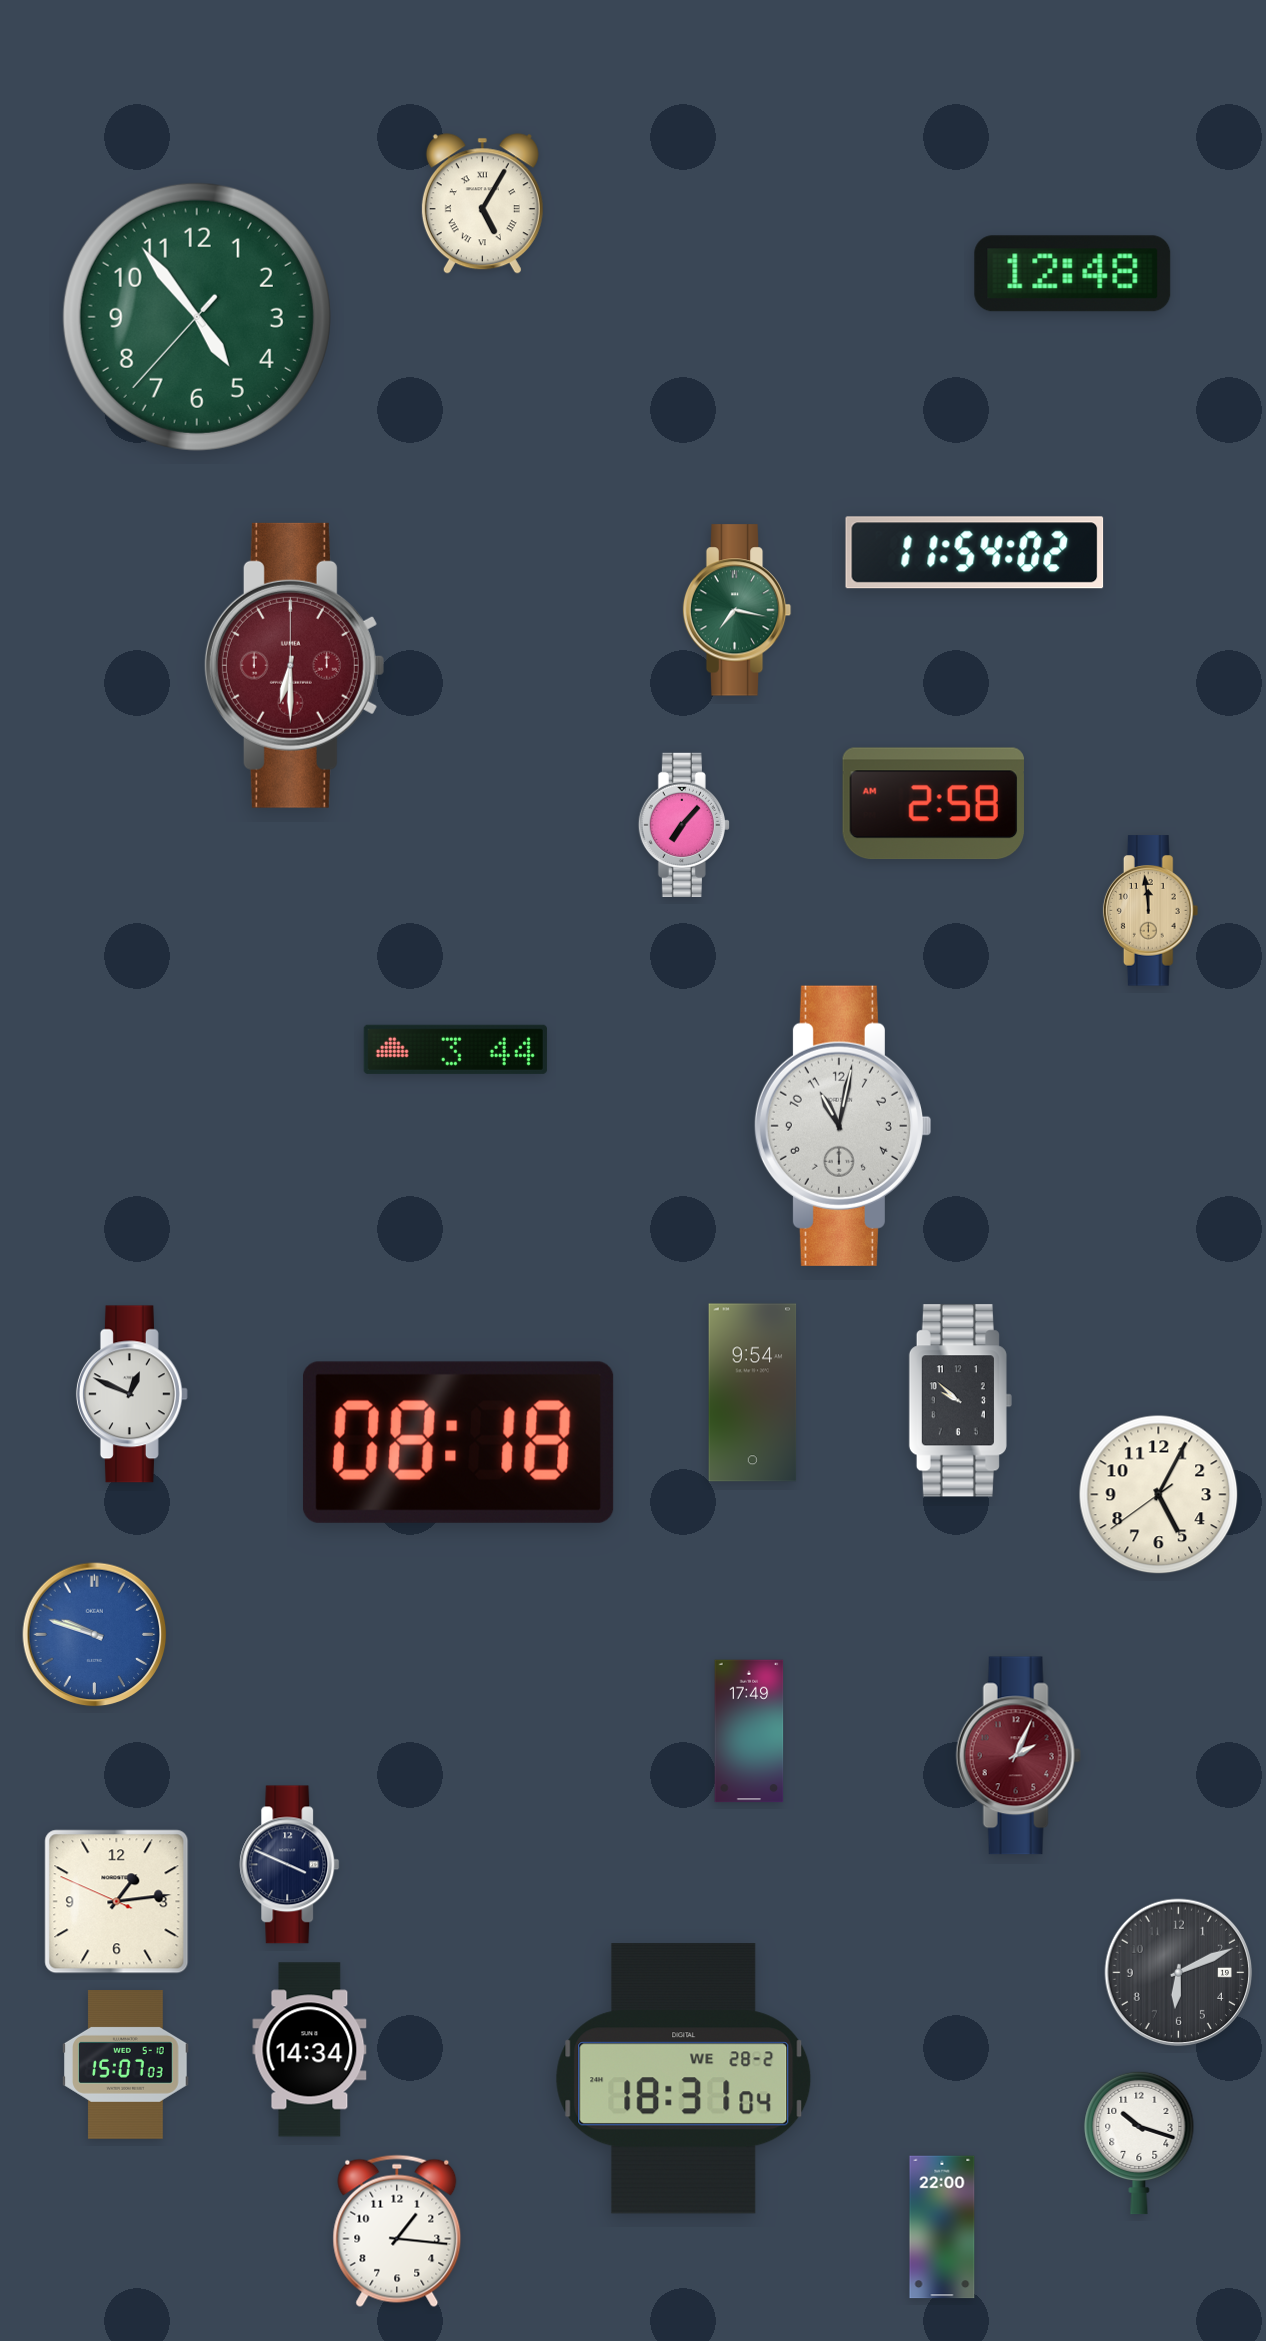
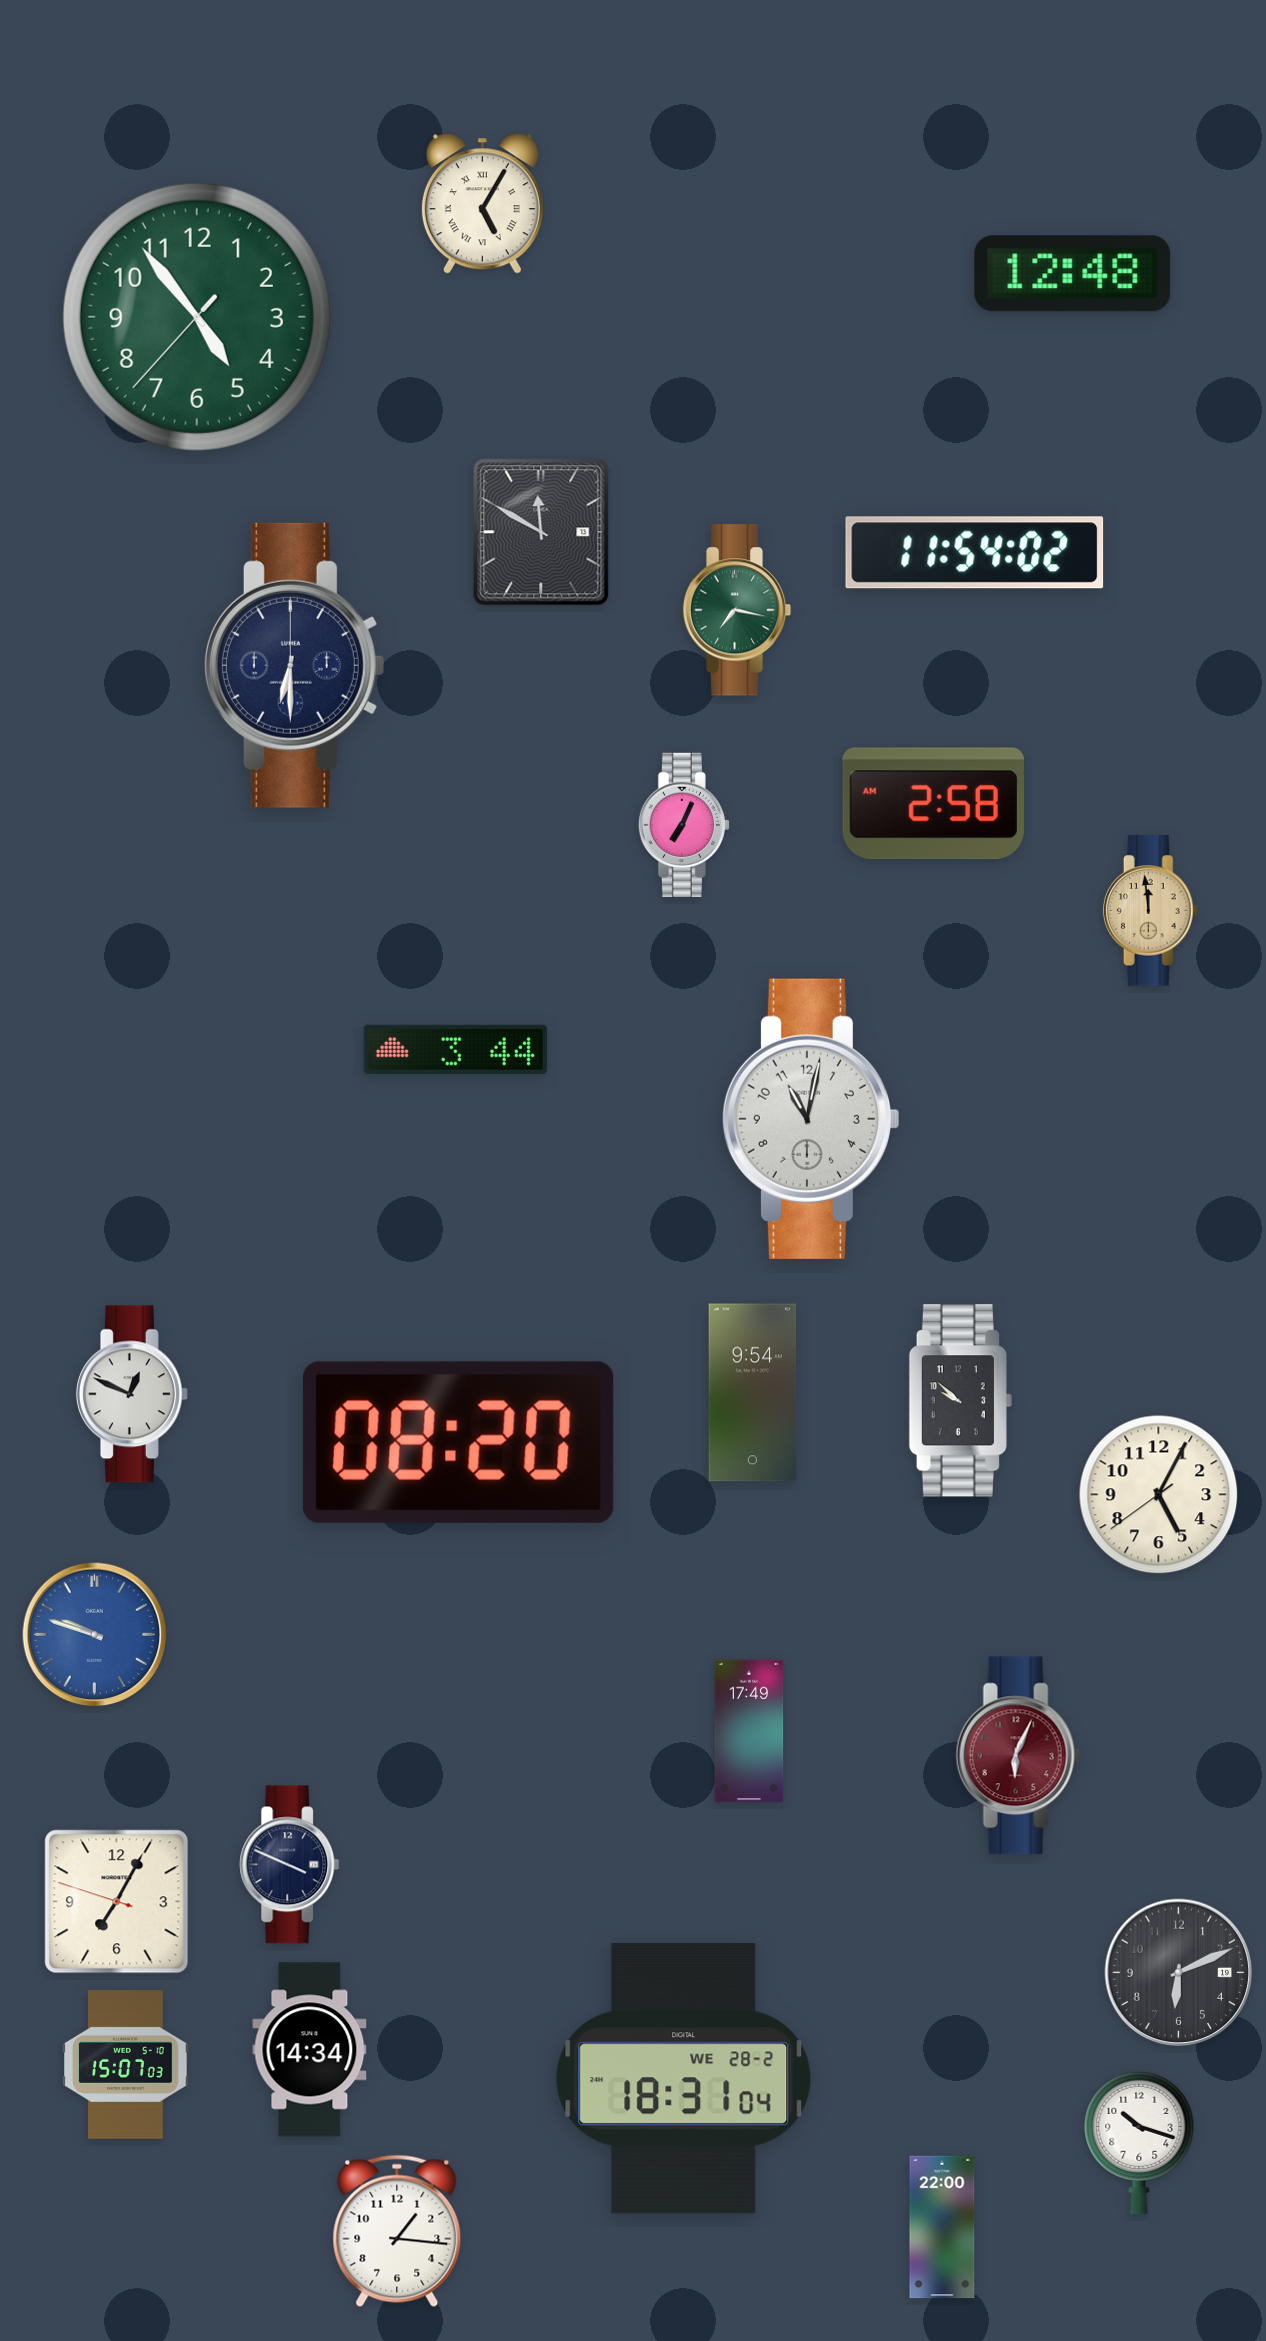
clock at (541, 532): none -> 11:50
clock at (294, 665) dial: burgundy -> navy
clock at (684, 825): 7:07 -> 7:04
clock at (842, 1126) position: (842, 1126) -> (810, 1119)
clock at (458, 1442): 08:18 -> 08:20
clock at (1018, 1756): 2:04 -> 6:04
clock at (117, 1902): 1:13 -> 7:04
